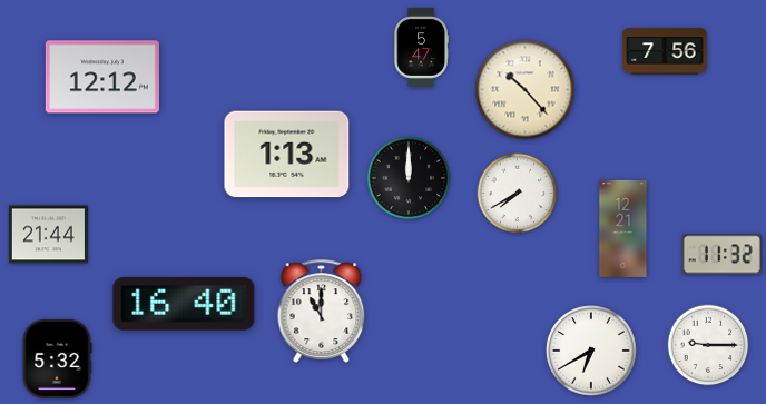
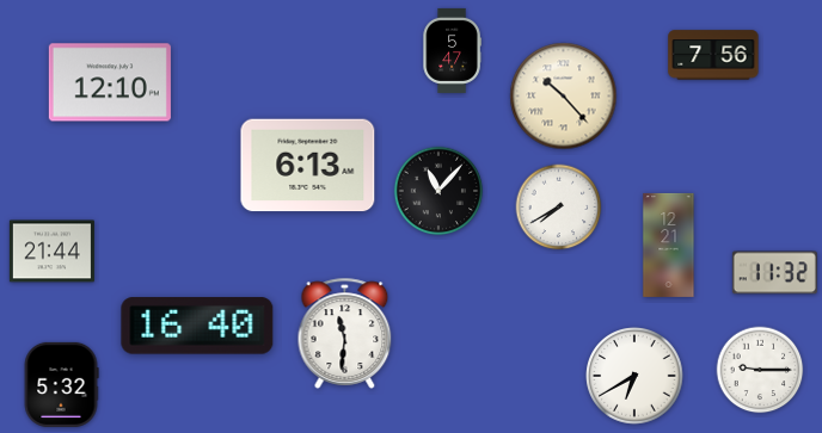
clock at (102, 77): 12:12 -> 12:10
clock at (287, 155): 1:13 -> 6:13
clock at (409, 178): 12:00 -> 11:07
clock at (518, 194) position: (518, 194) -> (559, 208)
clock at (322, 311): 11:00 -> 11:31
